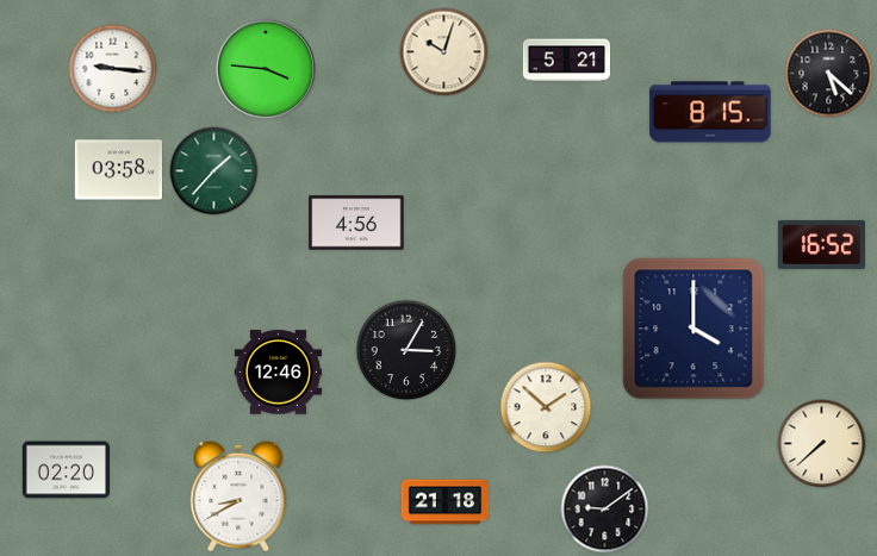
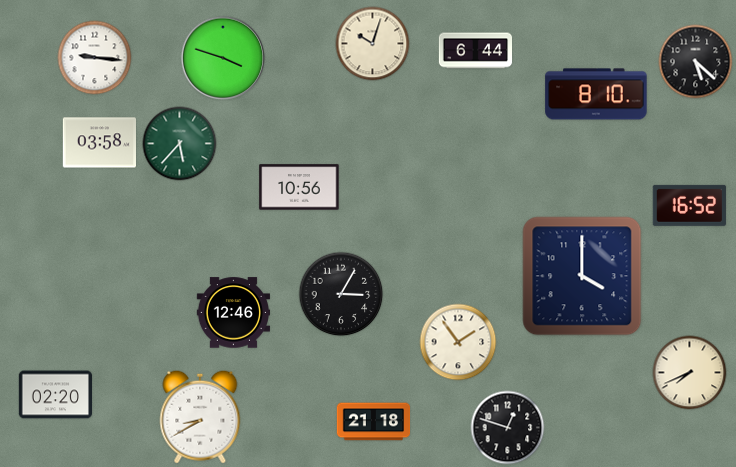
clock at (567, 61): 5:21 -> 6:44
clock at (266, 69): 3:46 -> 3:48
clock at (710, 112): 8:15 -> 8:10
clock at (214, 171): 1:37 -> 5:37
clock at (356, 223): 4:56 -> 10:56
clock at (546, 407): 1:52 -> 1:54
clock at (822, 444): 7:38 -> 7:41
clock at (605, 510): 9:09 -> 12:48
